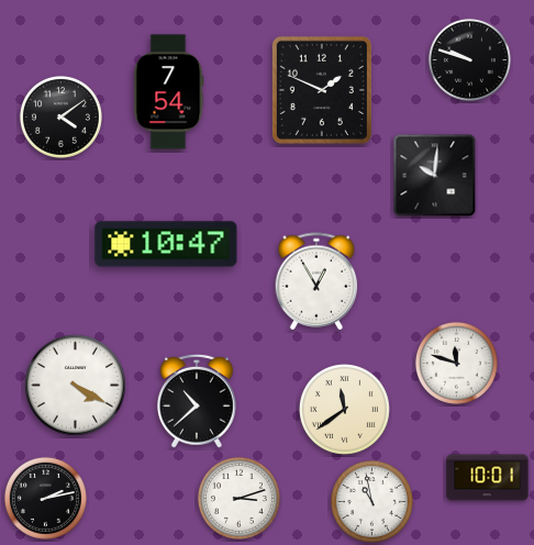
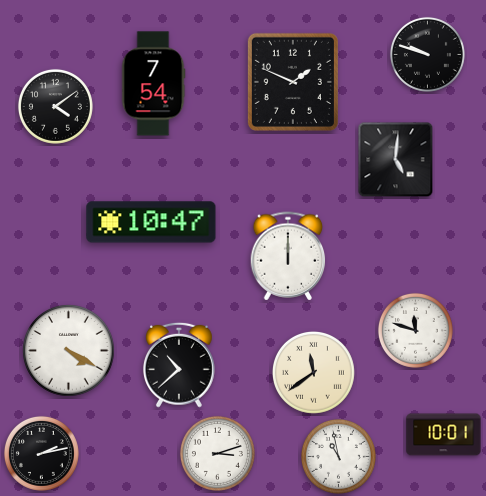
clock at (435, 176): 10:01 -> 5:01
clock at (316, 281): 12:55 -> 12:00
